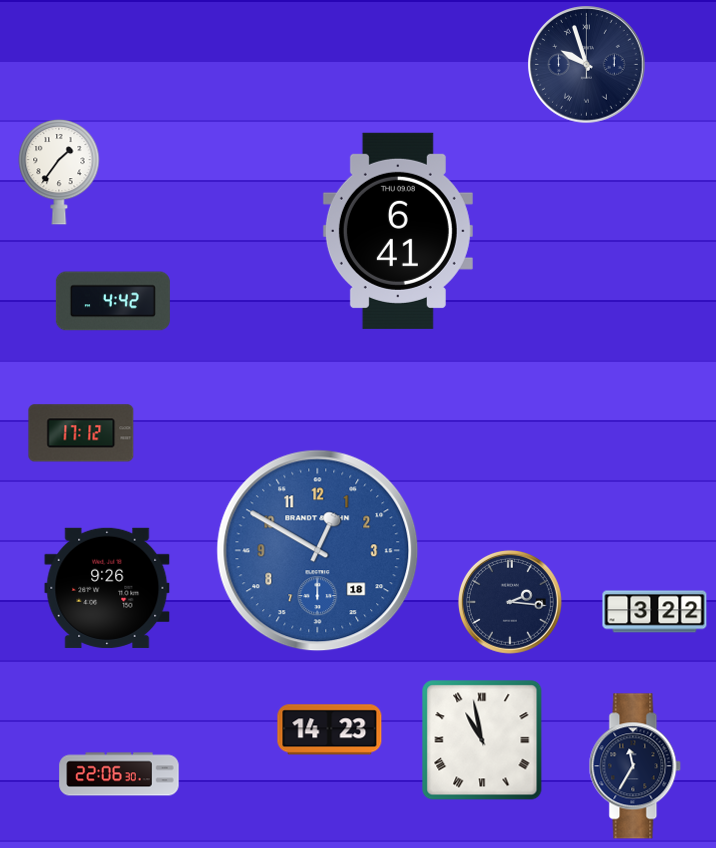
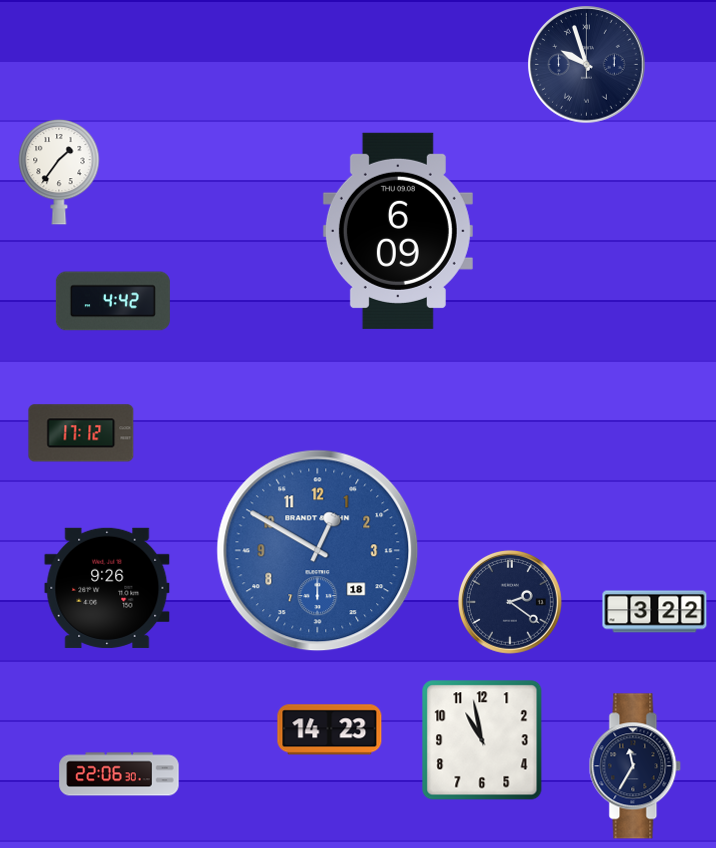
clock at (398, 231): 6:41 -> 6:09
clock at (510, 602): 2:16 -> 2:21
clock at (482, 740) numerals: Roman -> Arabic
